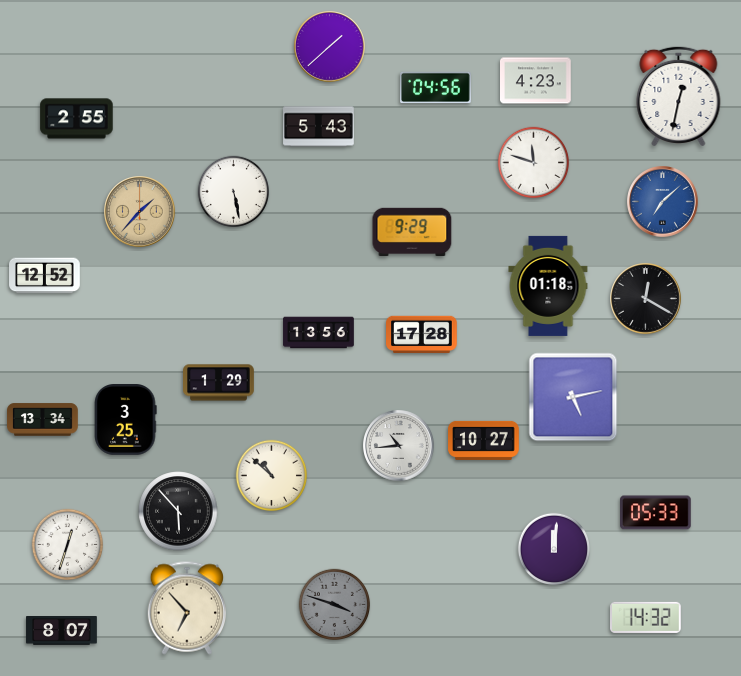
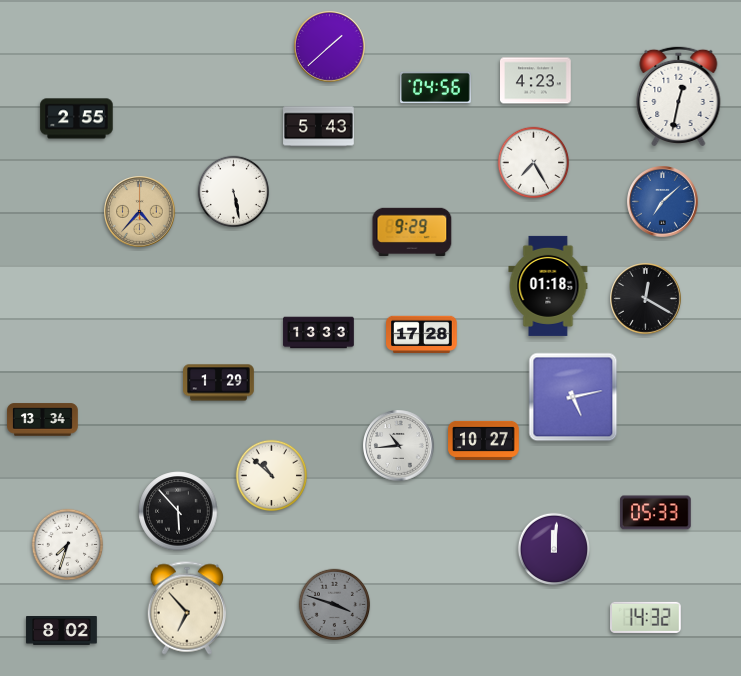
clock at (534, 163): 11:48 -> 7:25
clock at (140, 212): 1:37 -> 4:37
clock at (45, 276): 12:52 -> none
clock at (319, 333): 13:56 -> 13:33
clock at (126, 420): 3:25 -> none
clock at (68, 545): 12:33 -> 7:33
clock at (62, 631): 8:07 -> 8:02
